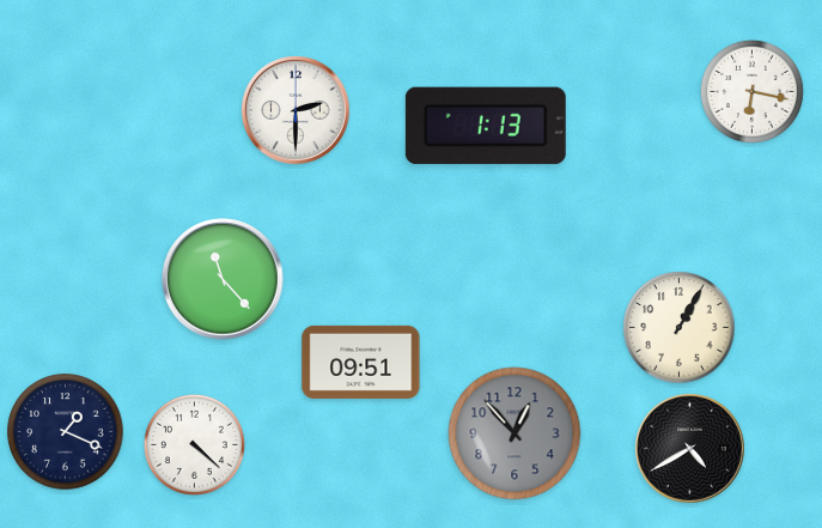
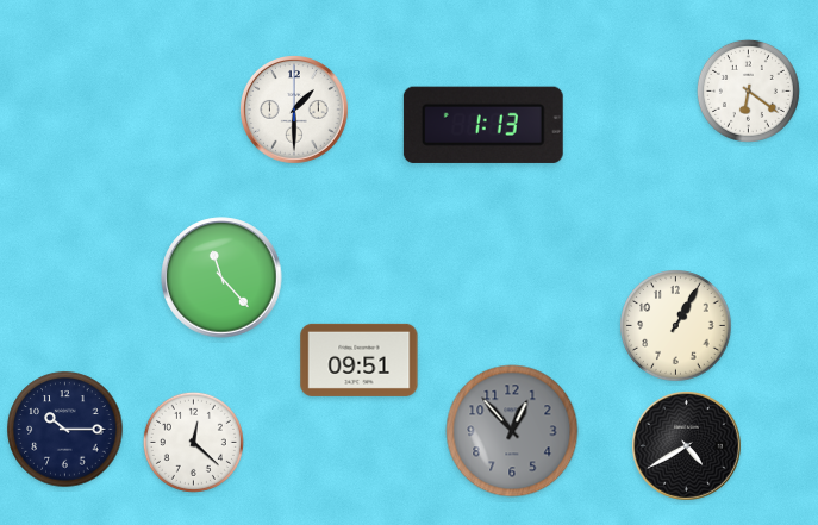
clock at (751, 91): 6:17 -> 6:21
clock at (297, 111): 2:30 -> 1:30
clock at (66, 432): 1:19 -> 10:15
clock at (194, 444): 4:22 -> 12:22
